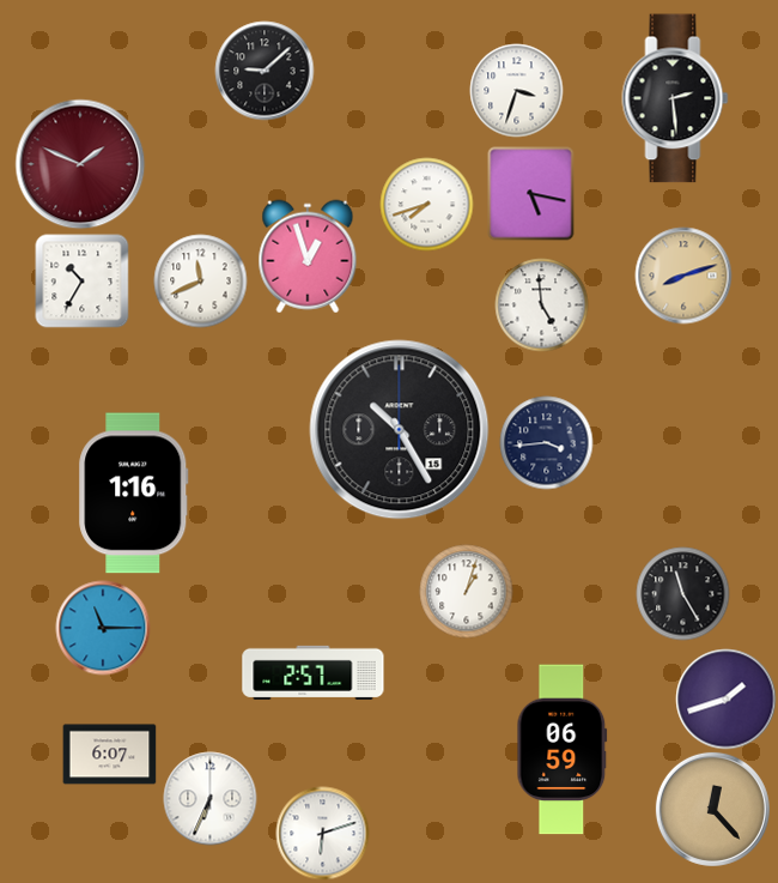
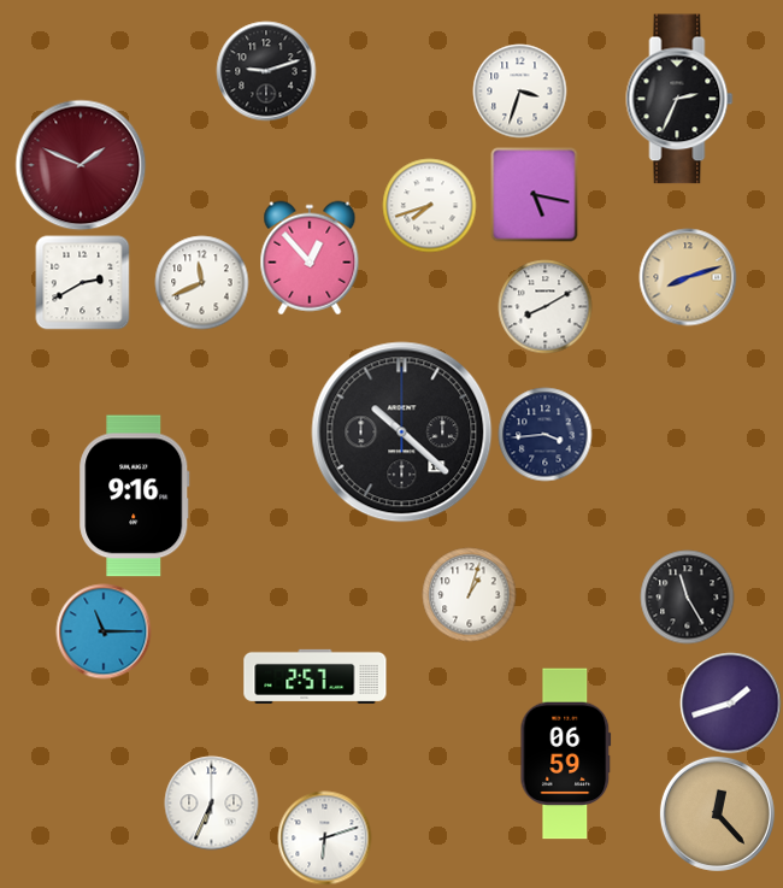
clock at (265, 71): 9:08 -> 9:12
clock at (675, 98): 2:29 -> 2:34
clock at (308, 256): 12:57 -> 12:53
clock at (81, 280): 10:35 -> 2:40
clock at (541, 304): 4:59 -> 8:10
clock at (400, 430): 10:25 -> 10:22
clock at (546, 442) position: (546, 442) -> (544, 434)
clock at (134, 494): 1:16 -> 9:16
clock at (109, 755): 6:07 -> none
